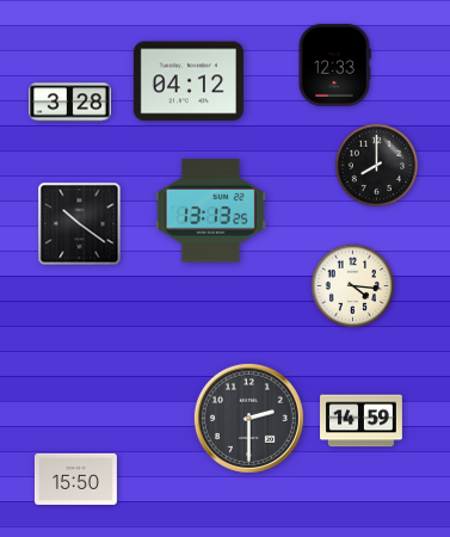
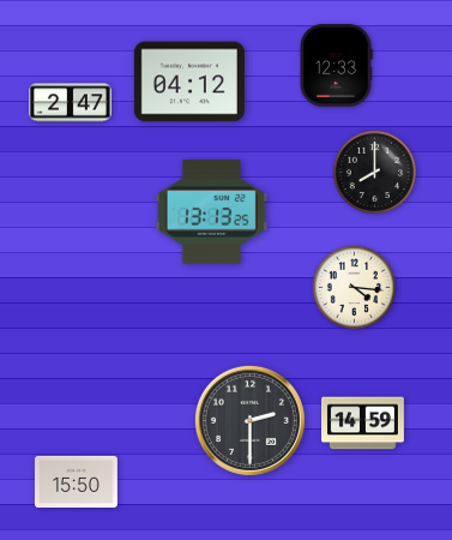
clock at (70, 103): 3:28 -> 2:47
clock at (376, 165) position: (376, 165) -> (374, 172)
clock at (80, 224): 10:21 -> none
